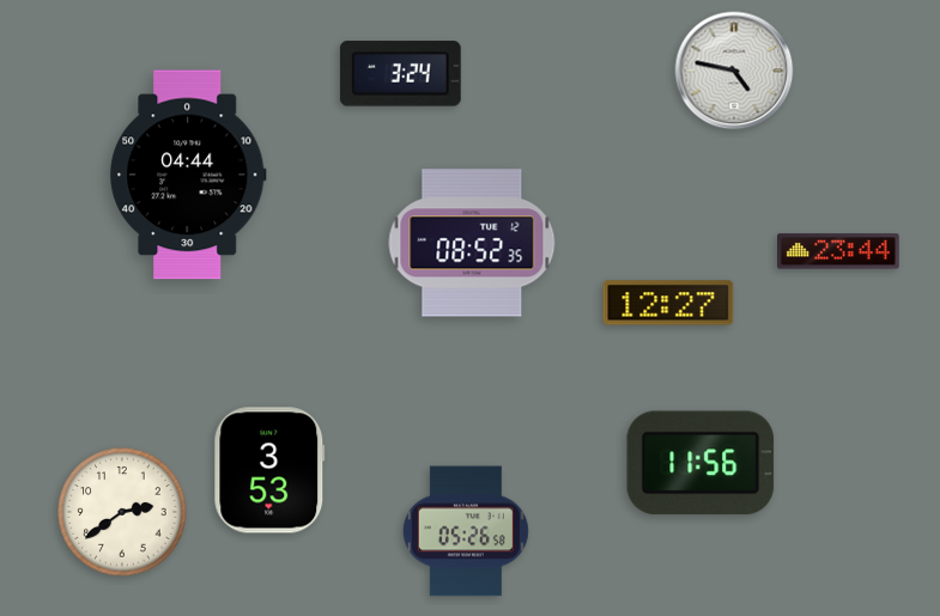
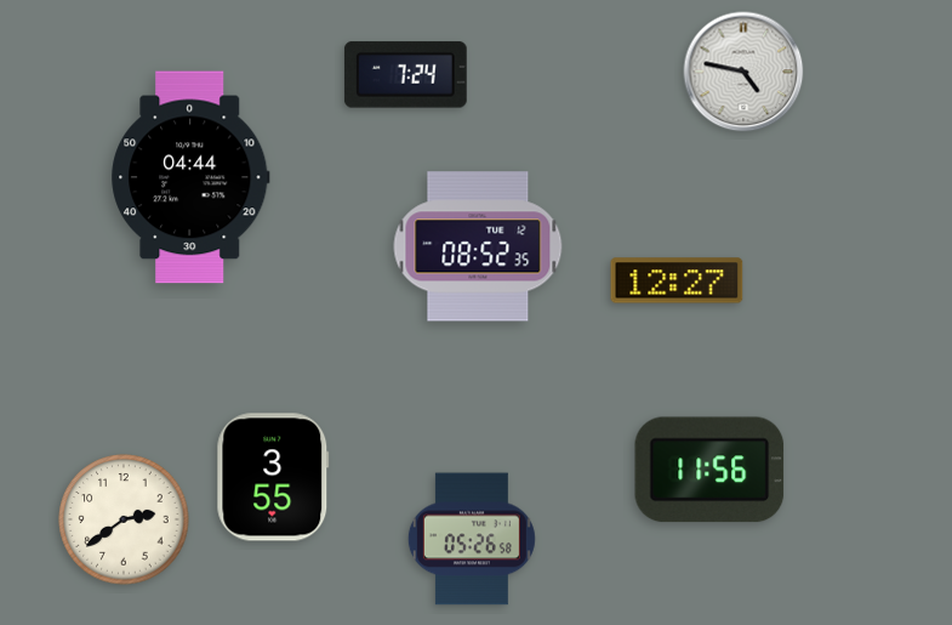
clock at (400, 74): 3:24 -> 7:24
clock at (838, 251): 23:44 -> none
clock at (668, 303) position: (668, 303) -> (677, 280)
clock at (269, 470): 3:53 -> 3:55
